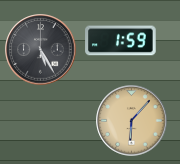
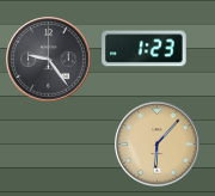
clock at (121, 41): 1:59 -> 1:23
clock at (41, 50): 5:25 -> 9:24
